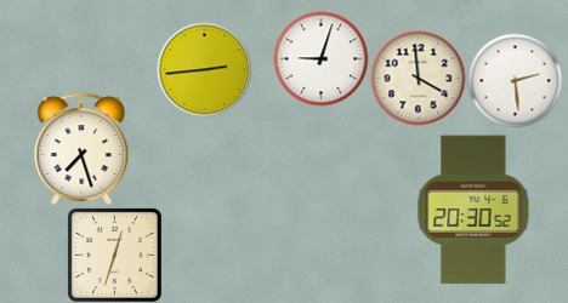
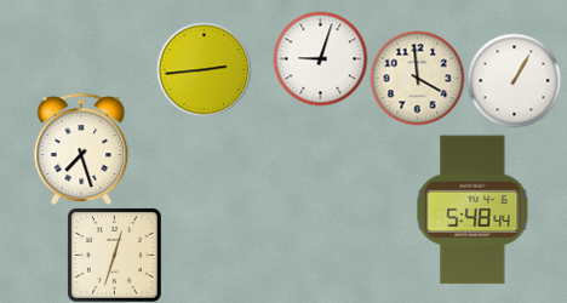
clock at (515, 80): 2:29 -> 1:05
clock at (473, 210): 20:30 -> 5:48
